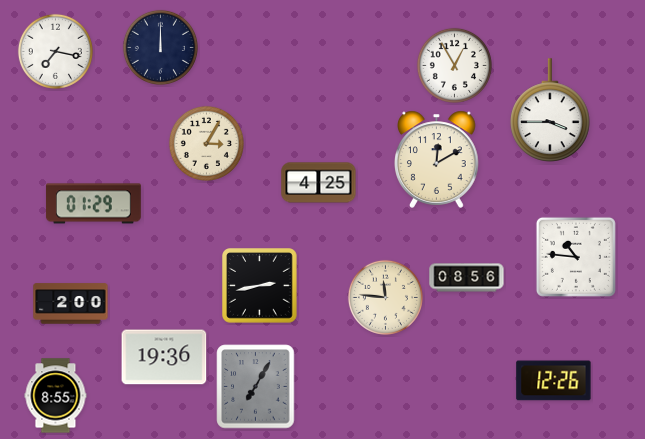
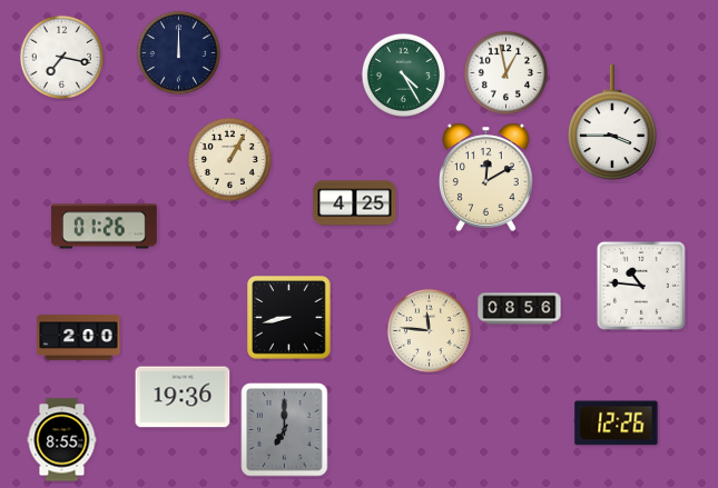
clock at (454, 65): 12:55 -> 12:58
clock at (403, 74): none -> 4:25
clock at (206, 143): 3:05 -> 1:05
clock at (93, 204): 01:29 -> 01:26
clock at (260, 286): 2:43 -> 8:43
clock at (256, 387): 7:05 -> 7:00
